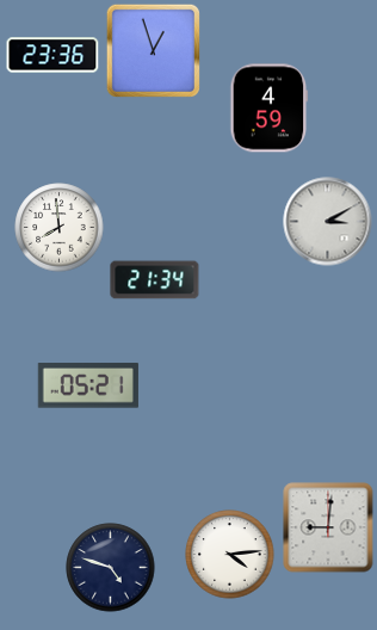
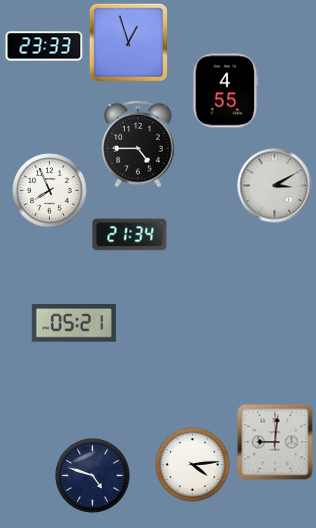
clock at (52, 55): 23:36 -> 23:33
clock at (270, 109): 4:59 -> 4:55
clock at (138, 144): none -> 4:45
clock at (60, 228): 7:59 -> 7:56
